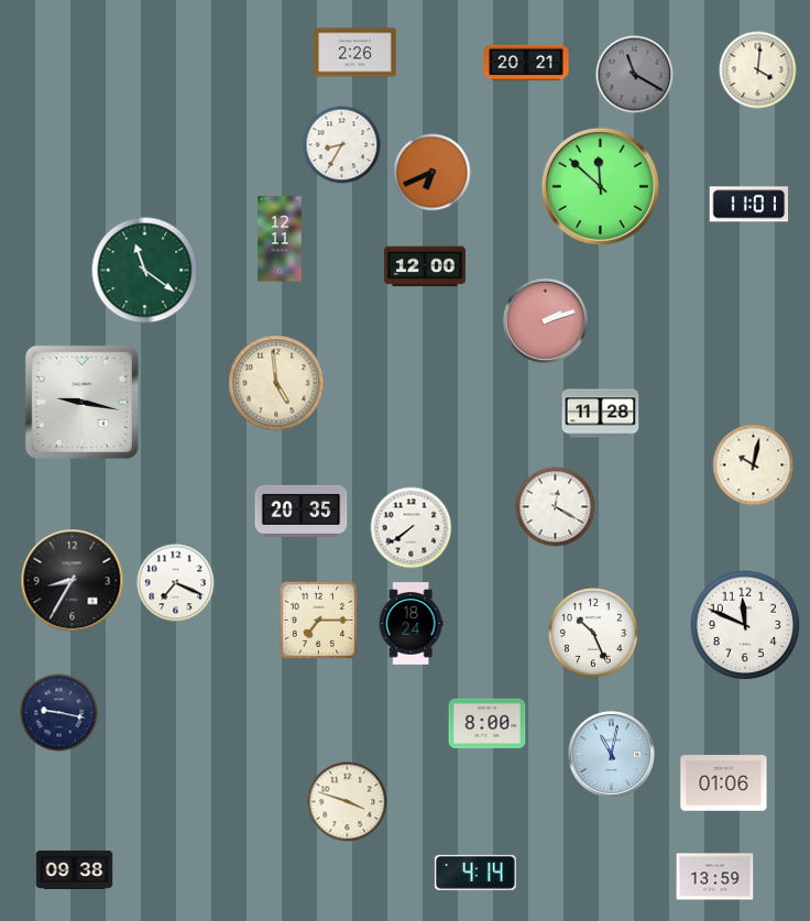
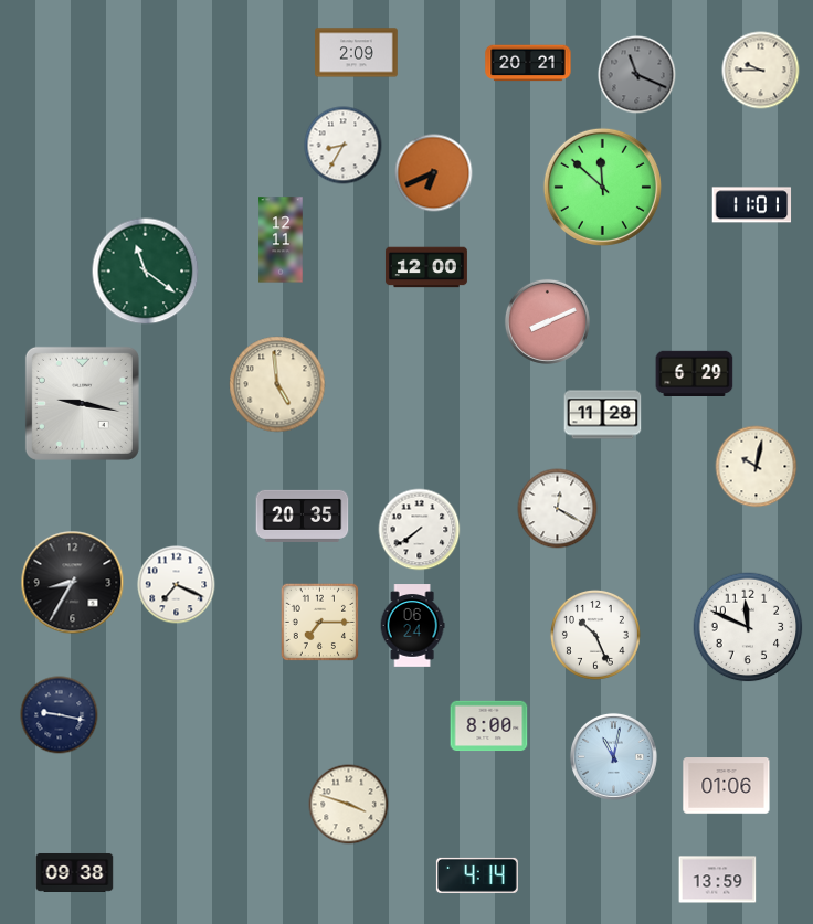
clock at (355, 53): 2:26 -> 2:09
clock at (758, 70): 4:01 -> 9:45
clock at (635, 75): 11:20 -> 11:19
clock at (545, 320): 2:12 -> 8:11
clock at (695, 374): none -> 6:29
clock at (302, 511) position: (302, 511) -> (303, 516)
clock at (412, 528) position: (412, 528) -> (420, 530)
clock at (411, 624): 18:24 -> 06:24
